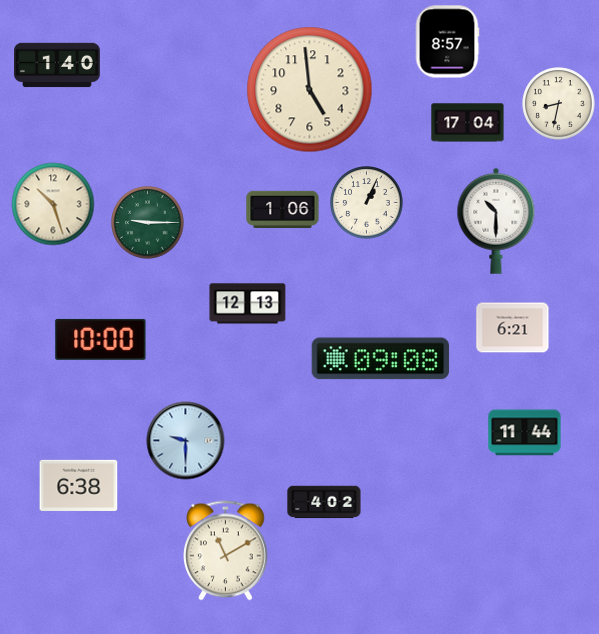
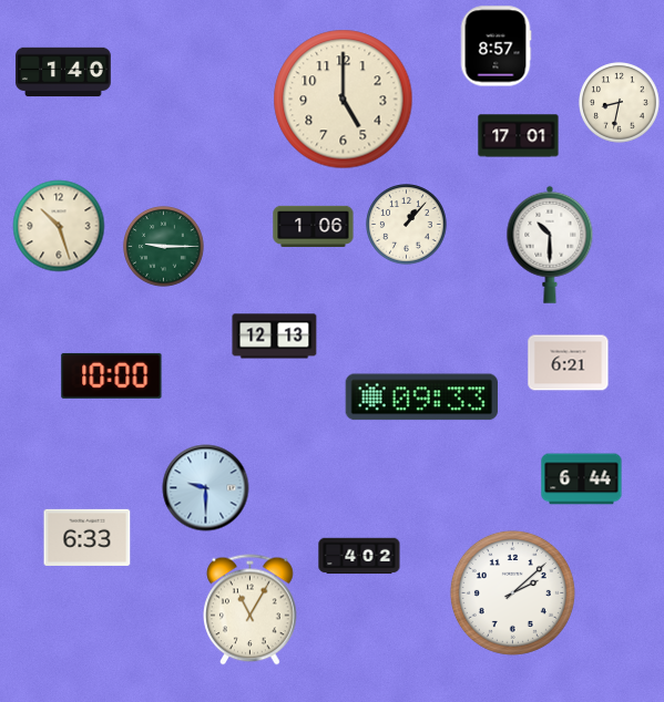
clock at (310, 90): 4:59 -> 5:00
clock at (559, 104) position: (559, 104) -> (620, 103)
clock at (468, 123): 17:04 -> 17:01
clock at (367, 203): 1:04 -> 1:07
clock at (283, 209) position: (283, 209) -> (314, 226)
clock at (380, 359): 09:08 -> 09:33
clock at (525, 433): 11:44 -> 6:44
clock at (79, 485): 6:38 -> 6:33
clock at (512, 592): none -> 2:08
clock at (226, 551): 11:10 -> 11:05
